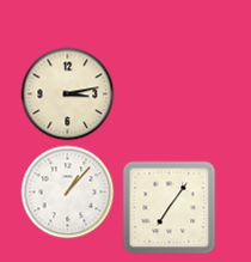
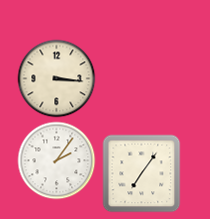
clock at (67, 93): 3:13 -> 3:16
clock at (67, 191): 1:07 -> 2:06
